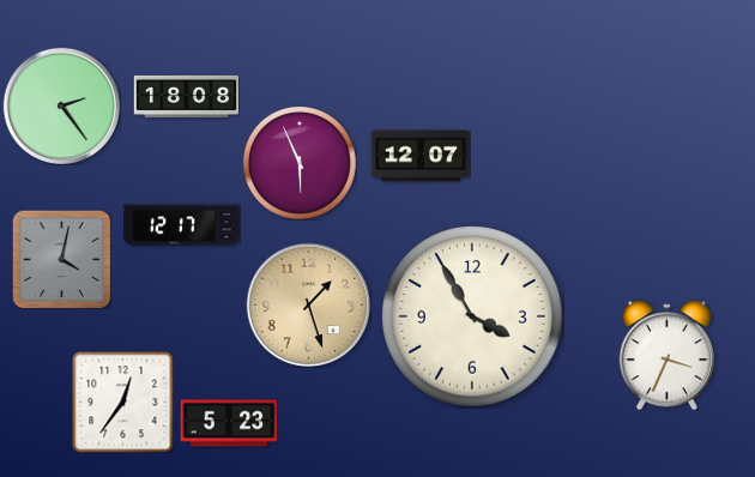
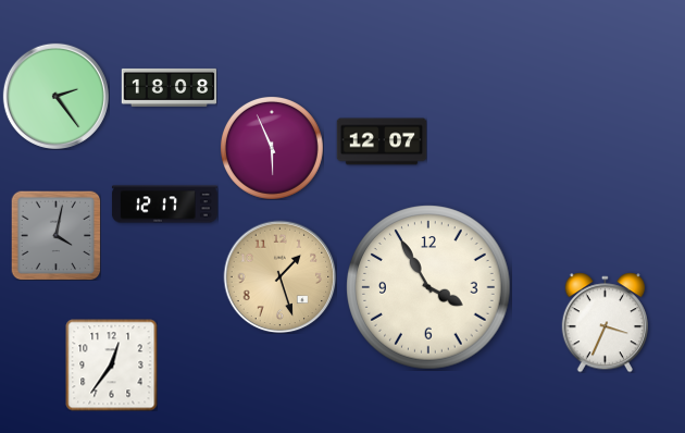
clock at (229, 423): 5:23 -> none
